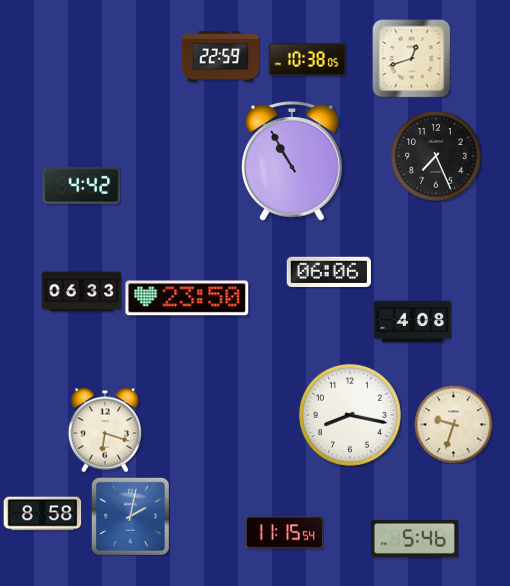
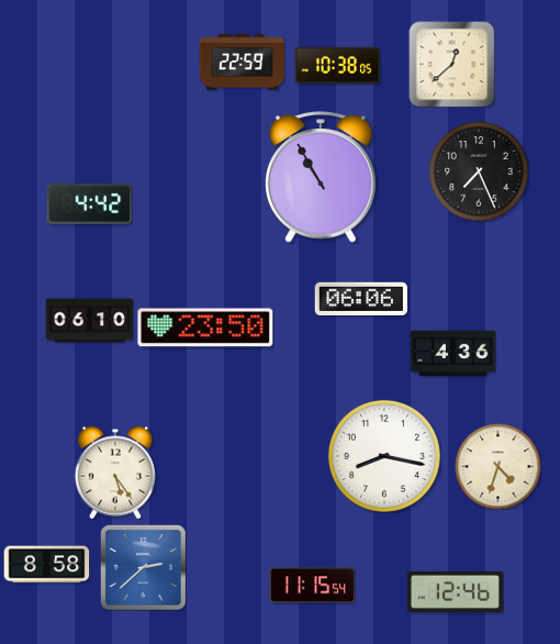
clock at (411, 58): 12:42 -> 12:38
clock at (81, 292): 06:33 -> 06:10
clock at (412, 322): 4:08 -> 4:36
clock at (453, 424): 9:33 -> 4:33
clock at (105, 430): 6:18 -> 5:24
clock at (130, 516): 2:02 -> 2:38
clock at (414, 538): 5:46 -> 12:46
